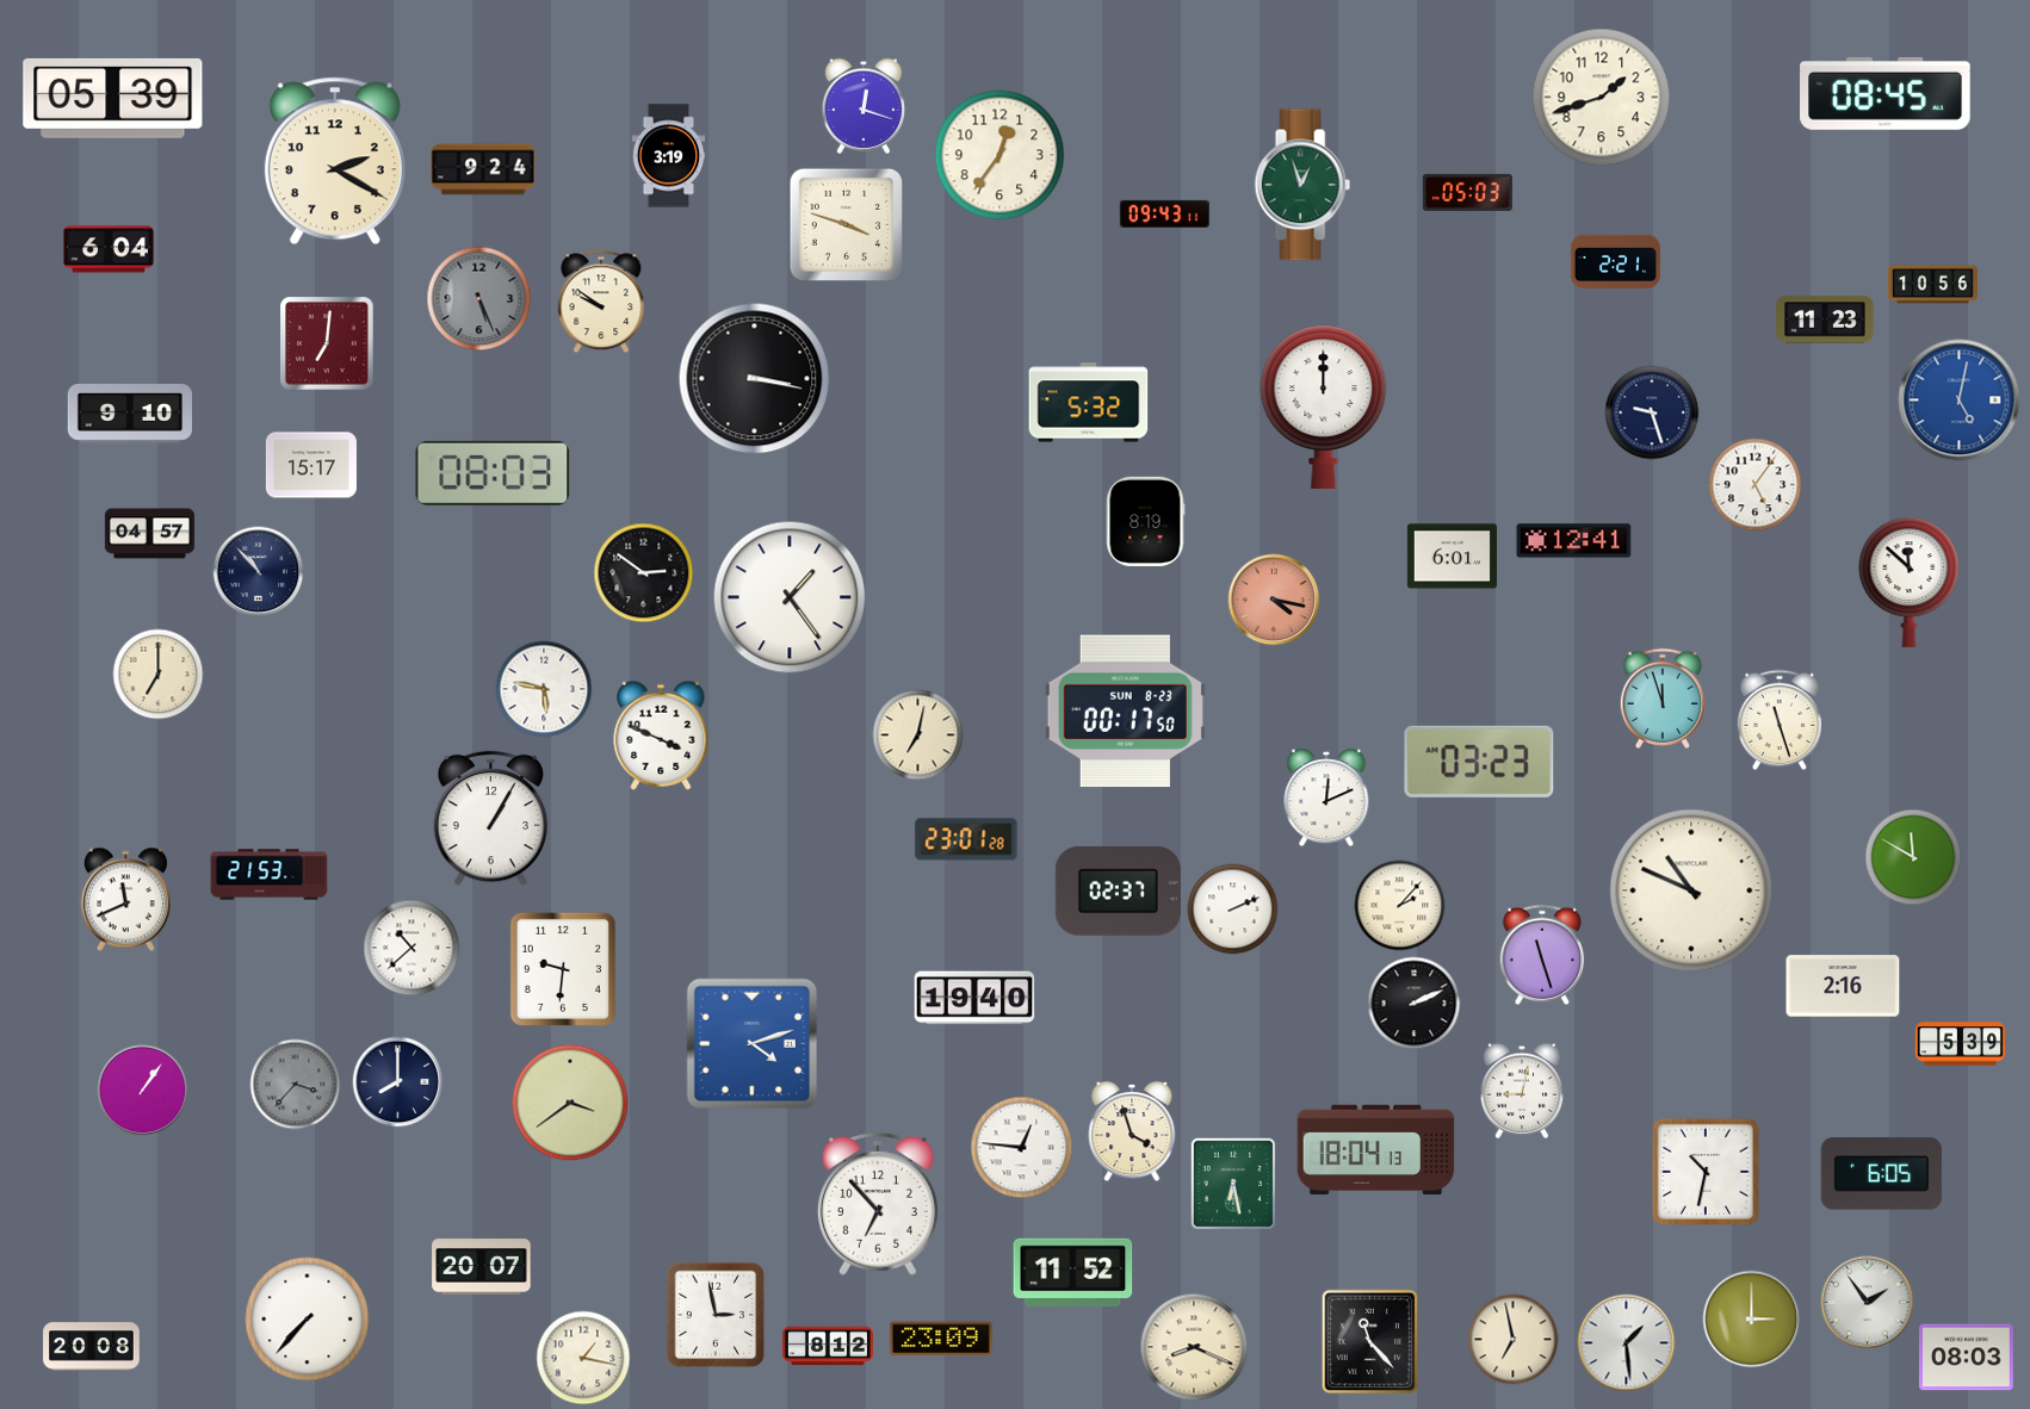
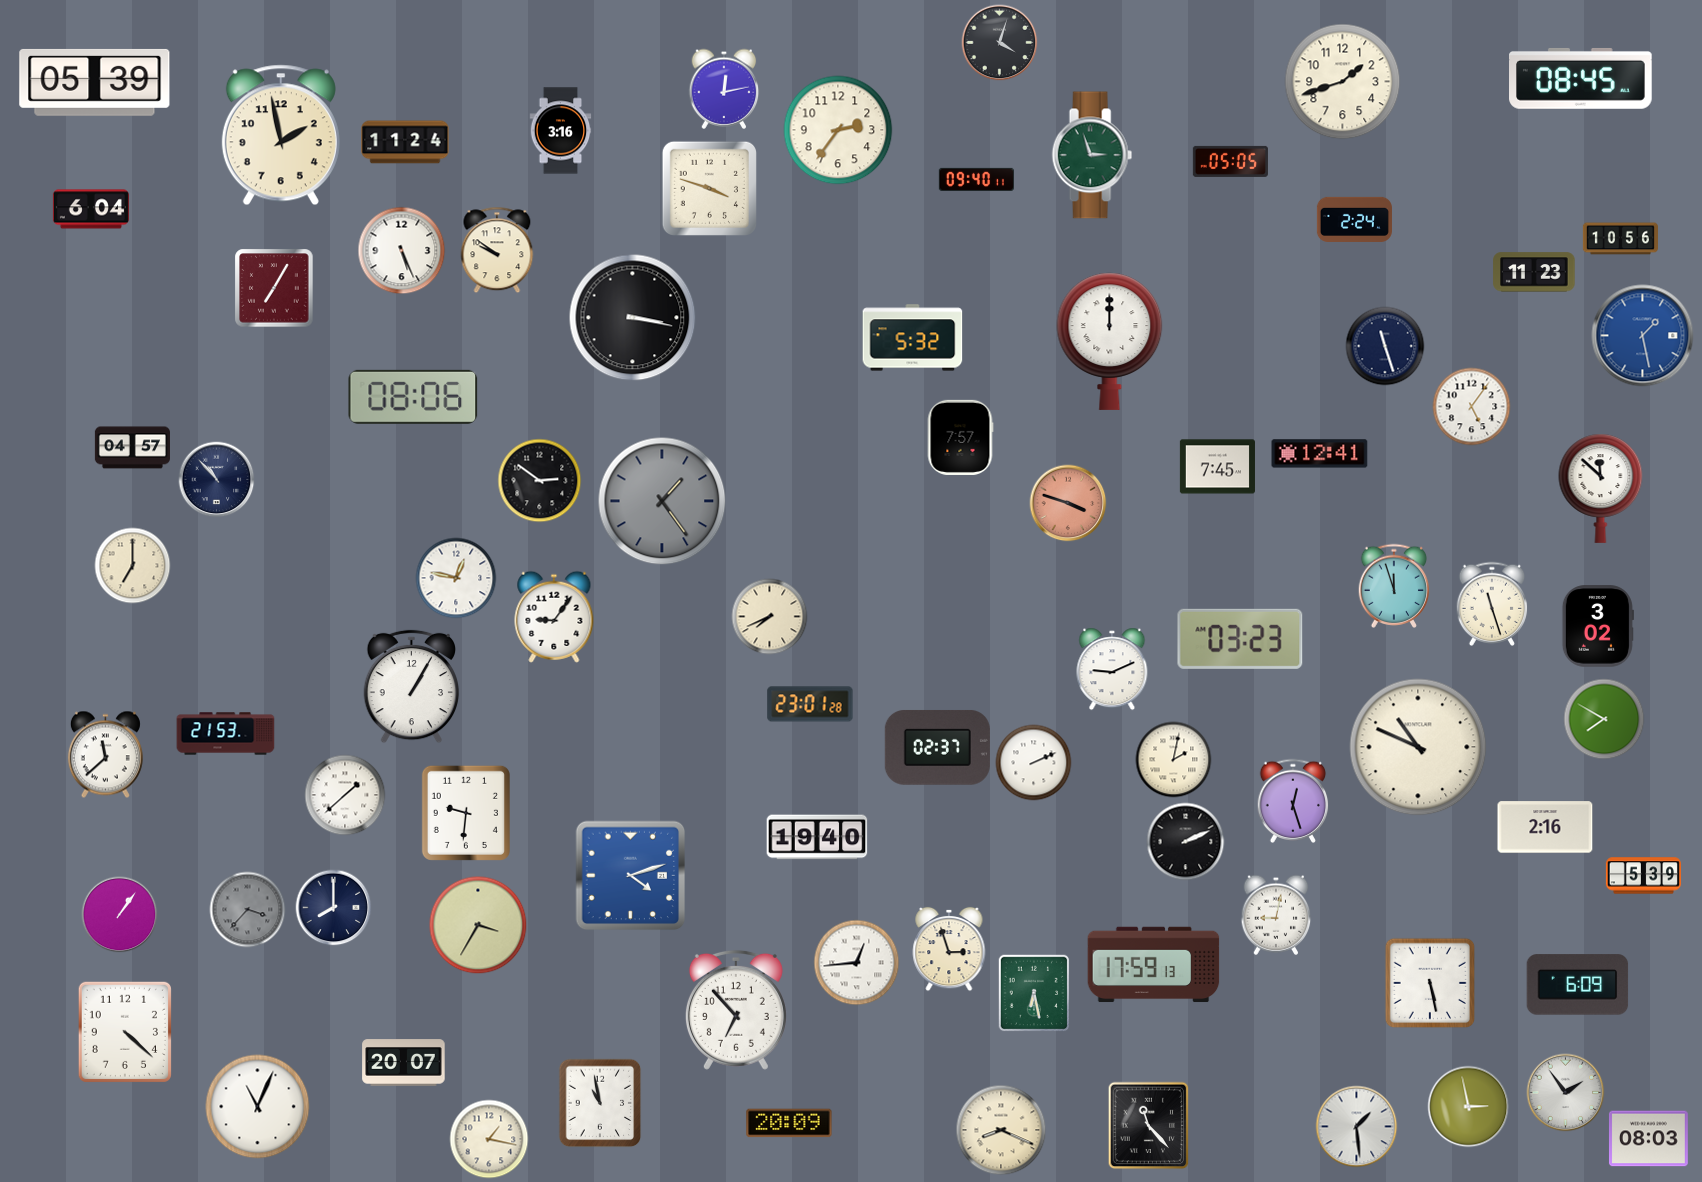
clock at (1000, 43): none -> 4:03
clock at (864, 106): 12:18 -> 12:13
clock at (999, 155): 12:36 -> 2:36
clock at (669, 156): 3:19 -> 3:16
clock at (335, 161): 2:20 -> 1:58
clock at (483, 169): 9:24 -> 11:24
clock at (1302, 185): 12:57 -> 2:57
clock at (1467, 192): 05:03 -> 05:05
clock at (1164, 213): 09:43 -> 09:40
clock at (1615, 261): 2:21 -> 2:24
clock at (479, 299) dial: grey -> white
clock at (601, 302) position: (601, 302) -> (497, 250)
clock at (1825, 319) position: (1825, 319) -> (1534, 272)
clock at (327, 343): 7:01 -> 7:05
clock at (1960, 401): 5:02 -> 1:28
clock at (1652, 412): 9:27 -> 11:27
clock at (129, 415): 9:10 -> none
clock at (311, 465): 15:17 -> none
clock at (493, 473): 08:03 -> 08:06
clock at (1145, 521): 8:19 -> 7:57
clock at (149, 534) position: (149, 534) -> (132, 448)
clock at (1452, 557): 6:01 -> 7:45
clock at (790, 597) dial: white -> grey
clock at (1274, 600): 4:17 -> 3:48
clock at (544, 689): 5:47 -> 12:47
clock at (1125, 712): 00:17 -> none
clock at (661, 735): 3:49 -> 9:06
clock at (918, 735): 7:02 -> 7:41
clock at (1598, 626): none -> 3:02
clock at (1326, 797): 12:11 -> 9:11
clock at (1913, 857): 11:50 -> 7:50
clock at (125, 900): 11:41 -> 11:38
clock at (1400, 906): 2:07 -> 2:02
clock at (411, 948): 10:38 -> 1:38
clock at (1542, 954): 11:27 -> 12:27
clock at (563, 969) position: (563, 969) -> (466, 813)
clock at (570, 1103): 3:39 -> 3:35
clock at (1132, 1131): 3:57 -> 2:57
clock at (1022, 1148): 12:46 -> 12:44
clock at (1376, 1150): 18:04 -> 17:59
clock at (1704, 1171): 10:32 -> 5:28
clock at (1882, 1174): 6:05 -> 6:09
clock at (125, 1032): none -> 4:22
clock at (1073, 1272): 11:52 -> none
clock at (716, 1315): 2:58 -> 10:58
clock at (308, 1320): 7:37 -> 11:04
clock at (1752, 1320): 3:00 -> 2:58
clock at (941, 1339): 23:09 -> 20:09
clock at (1514, 1340): 6:58 -> none
clock at (1627, 1343) position: (1627, 1343) -> (1357, 1127)
clock at (828, 1346): 8:12 -> none
clock at (92, 1347): 20:08 -> none
